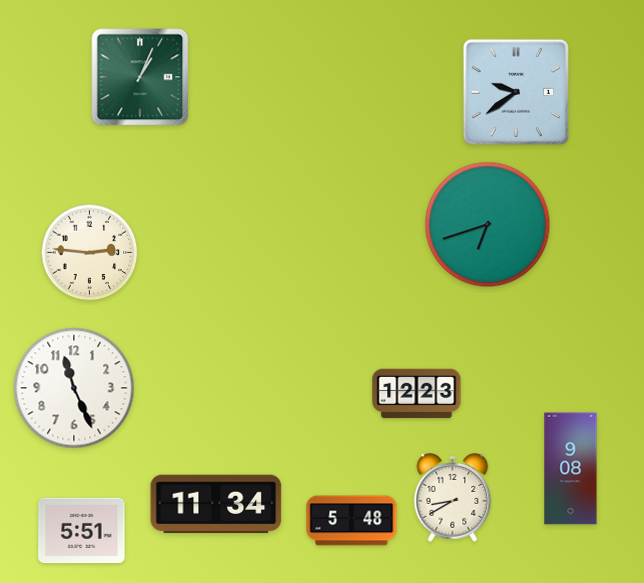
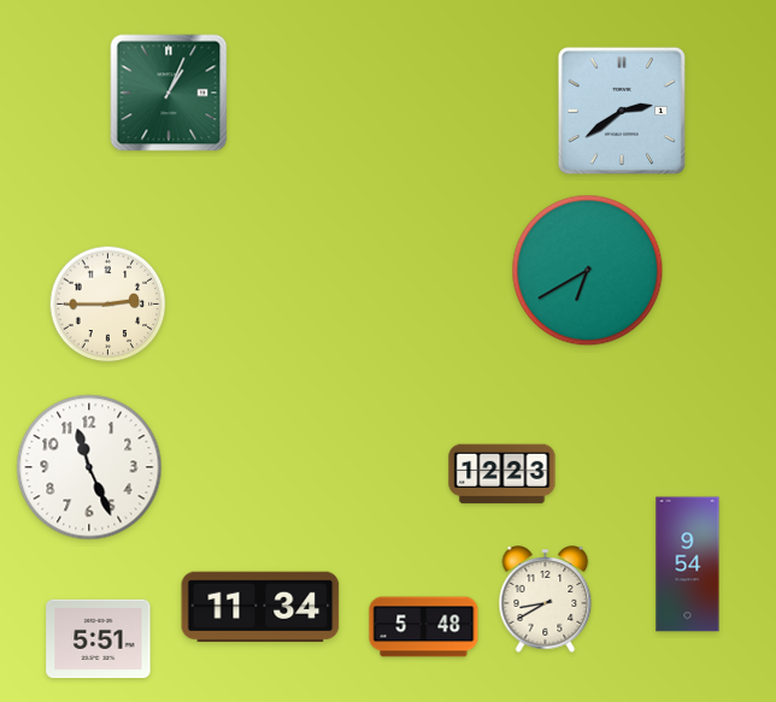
clock at (516, 92): 9:39 -> 2:39
clock at (488, 225): 6:42 -> 6:40
clock at (90, 253): 2:46 -> 2:45
clock at (571, 469): 9:08 -> 9:54
